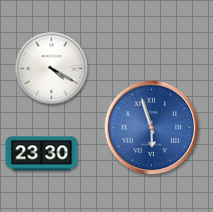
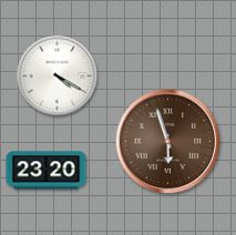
clock at (152, 128) dial: blue -> brown
clock at (42, 154): 23:30 -> 23:20
